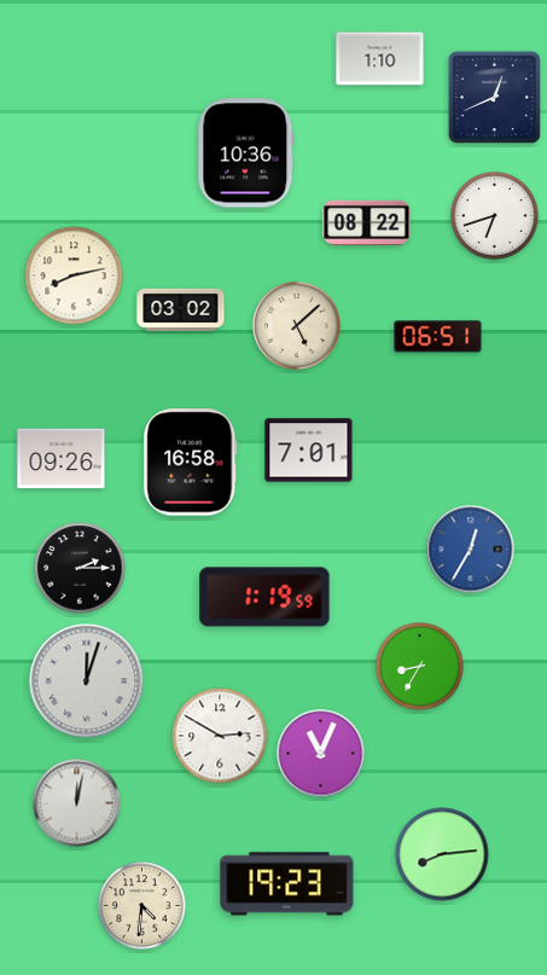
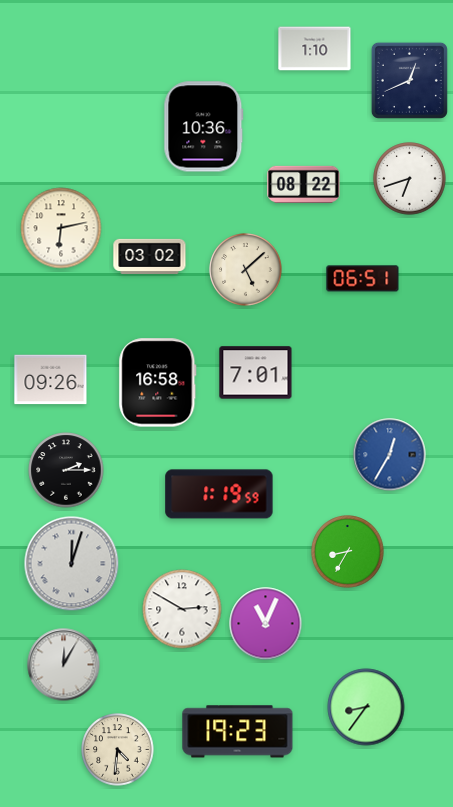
clock at (74, 275): 8:13 -> 6:13
clock at (77, 803): 12:02 -> 12:05
clock at (442, 854): 8:14 -> 8:36
